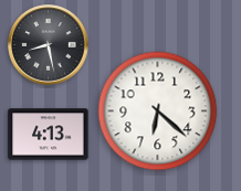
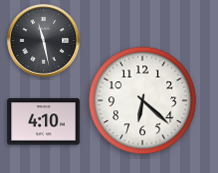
clock at (49, 45): 8:28 -> 11:28
clock at (49, 135): 4:13 -> 4:10
